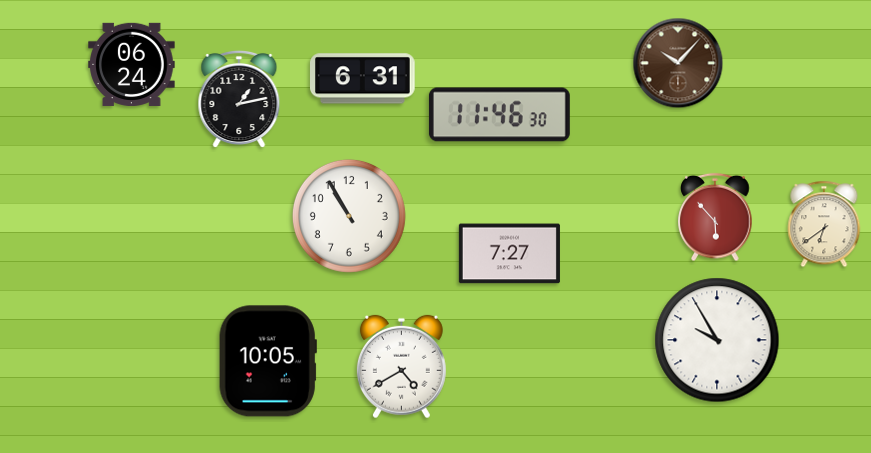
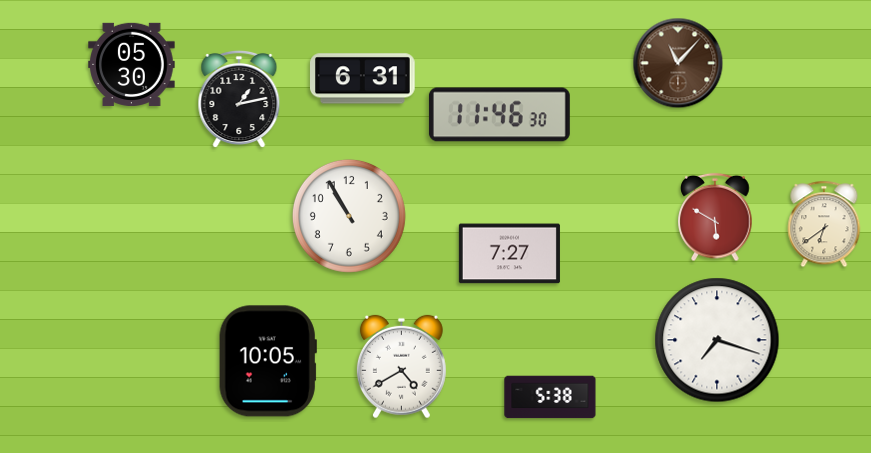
clock at (678, 63): 10:07 -> 11:07
clock at (132, 64): 06:24 -> 05:30
clock at (715, 217): 5:53 -> 5:50
clock at (717, 340): 9:55 -> 7:18
clock at (550, 397): none -> 5:38
